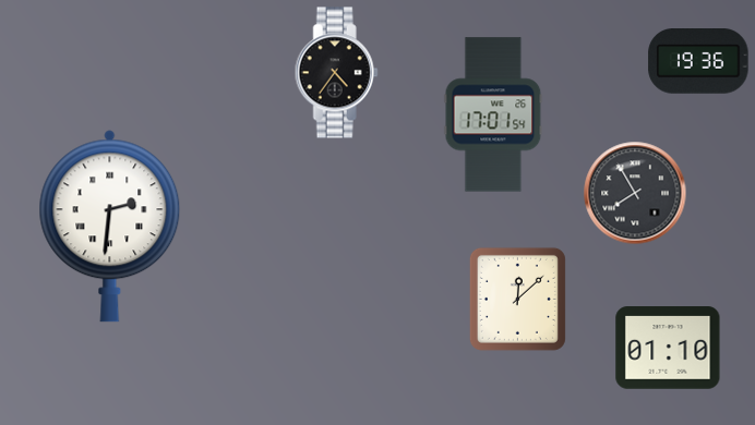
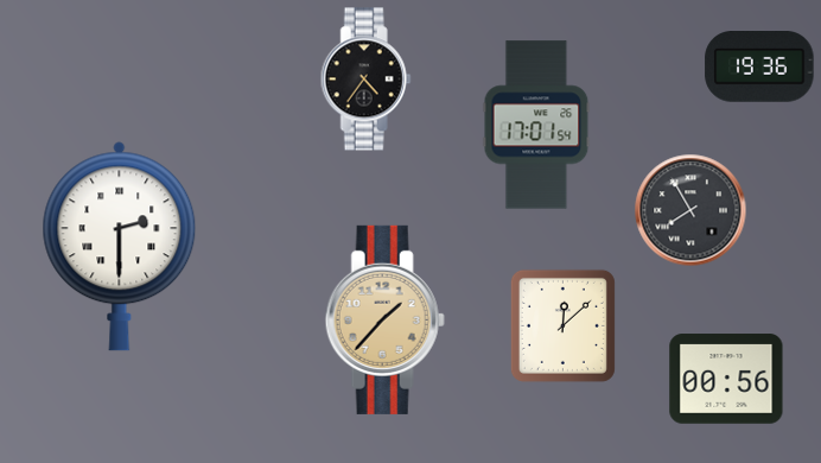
clock at (110, 227): 2:31 -> 2:30
clock at (384, 319): none -> 1:37
clock at (668, 348): 01:10 -> 00:56
